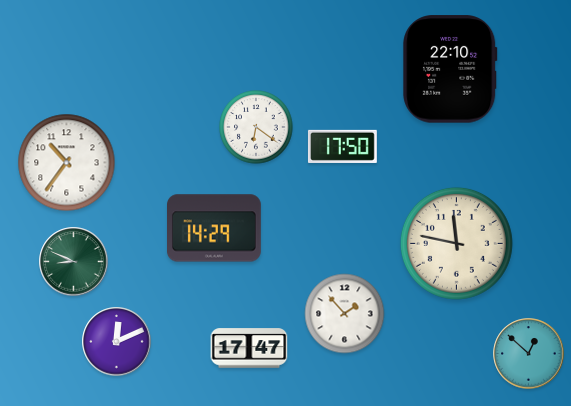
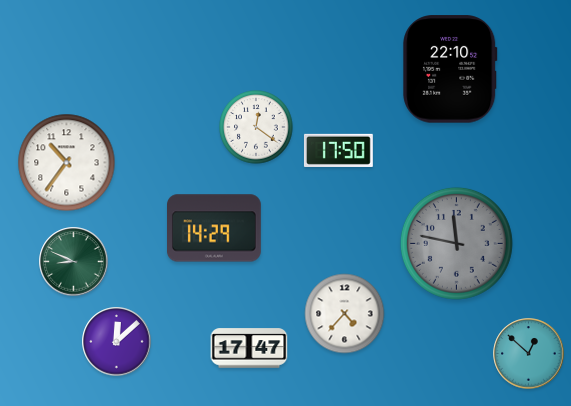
clock at (256, 127): 6:21 -> 12:21
clock at (342, 146) position: (342, 146) -> (338, 150)
clock at (456, 243) dial: cream -> grey
clock at (345, 314): 1:53 -> 4:37
clock at (117, 342): 12:11 -> 12:08
